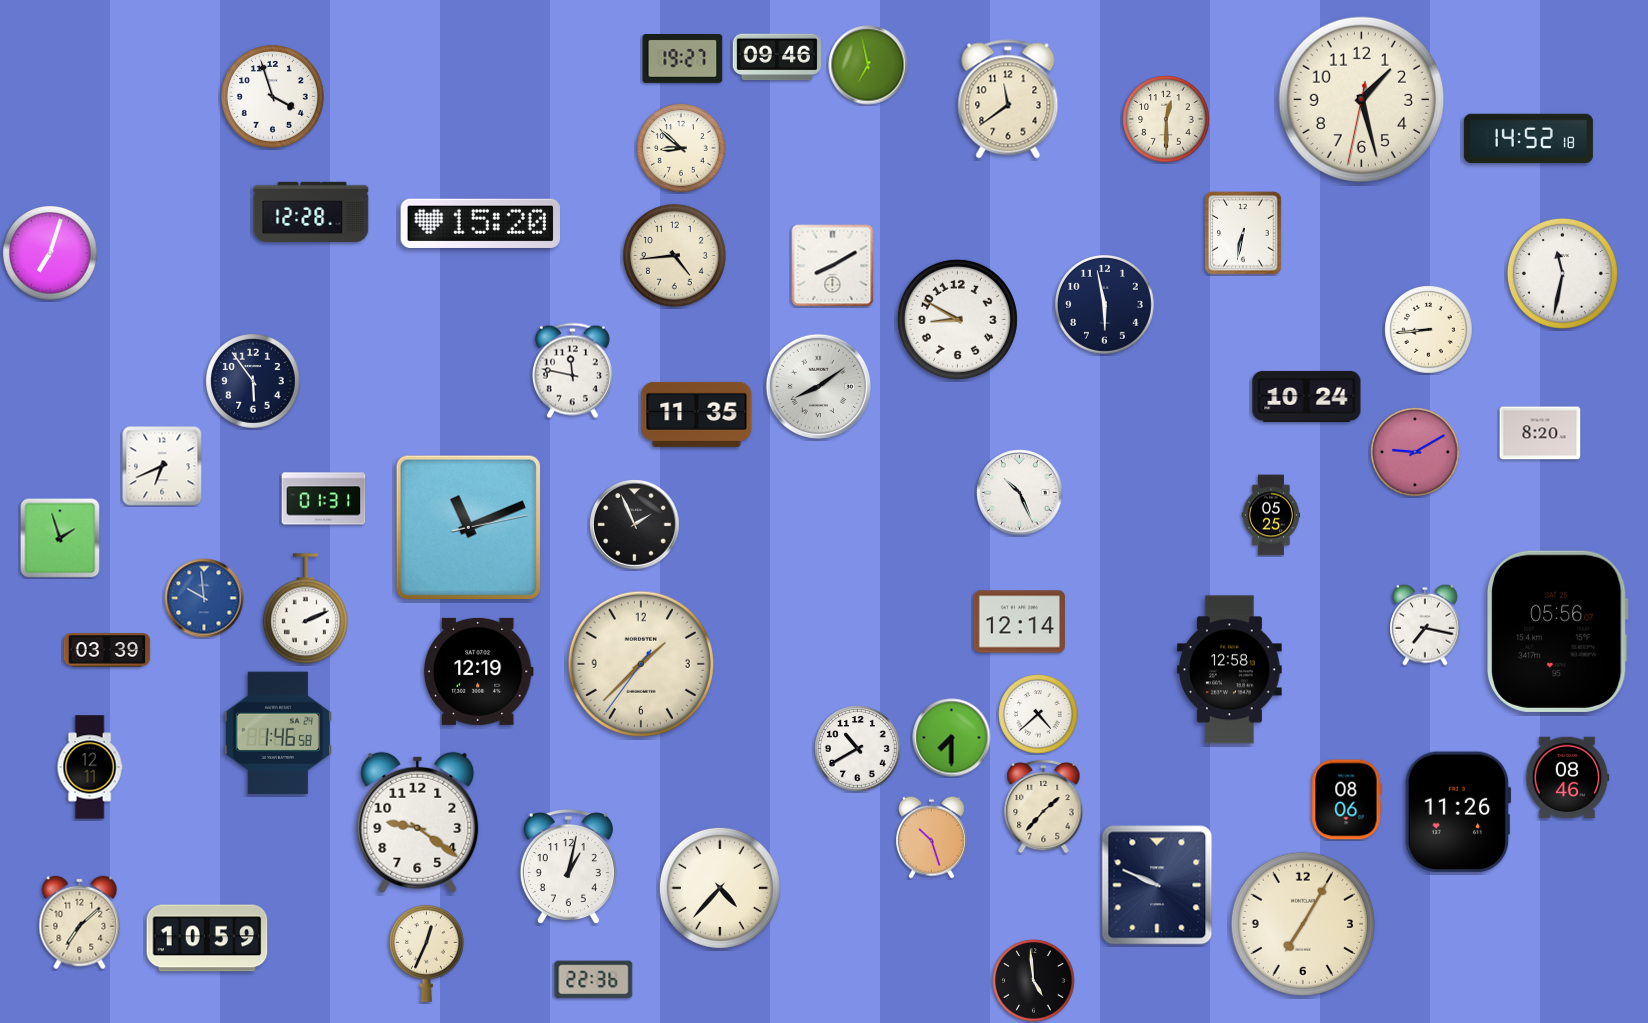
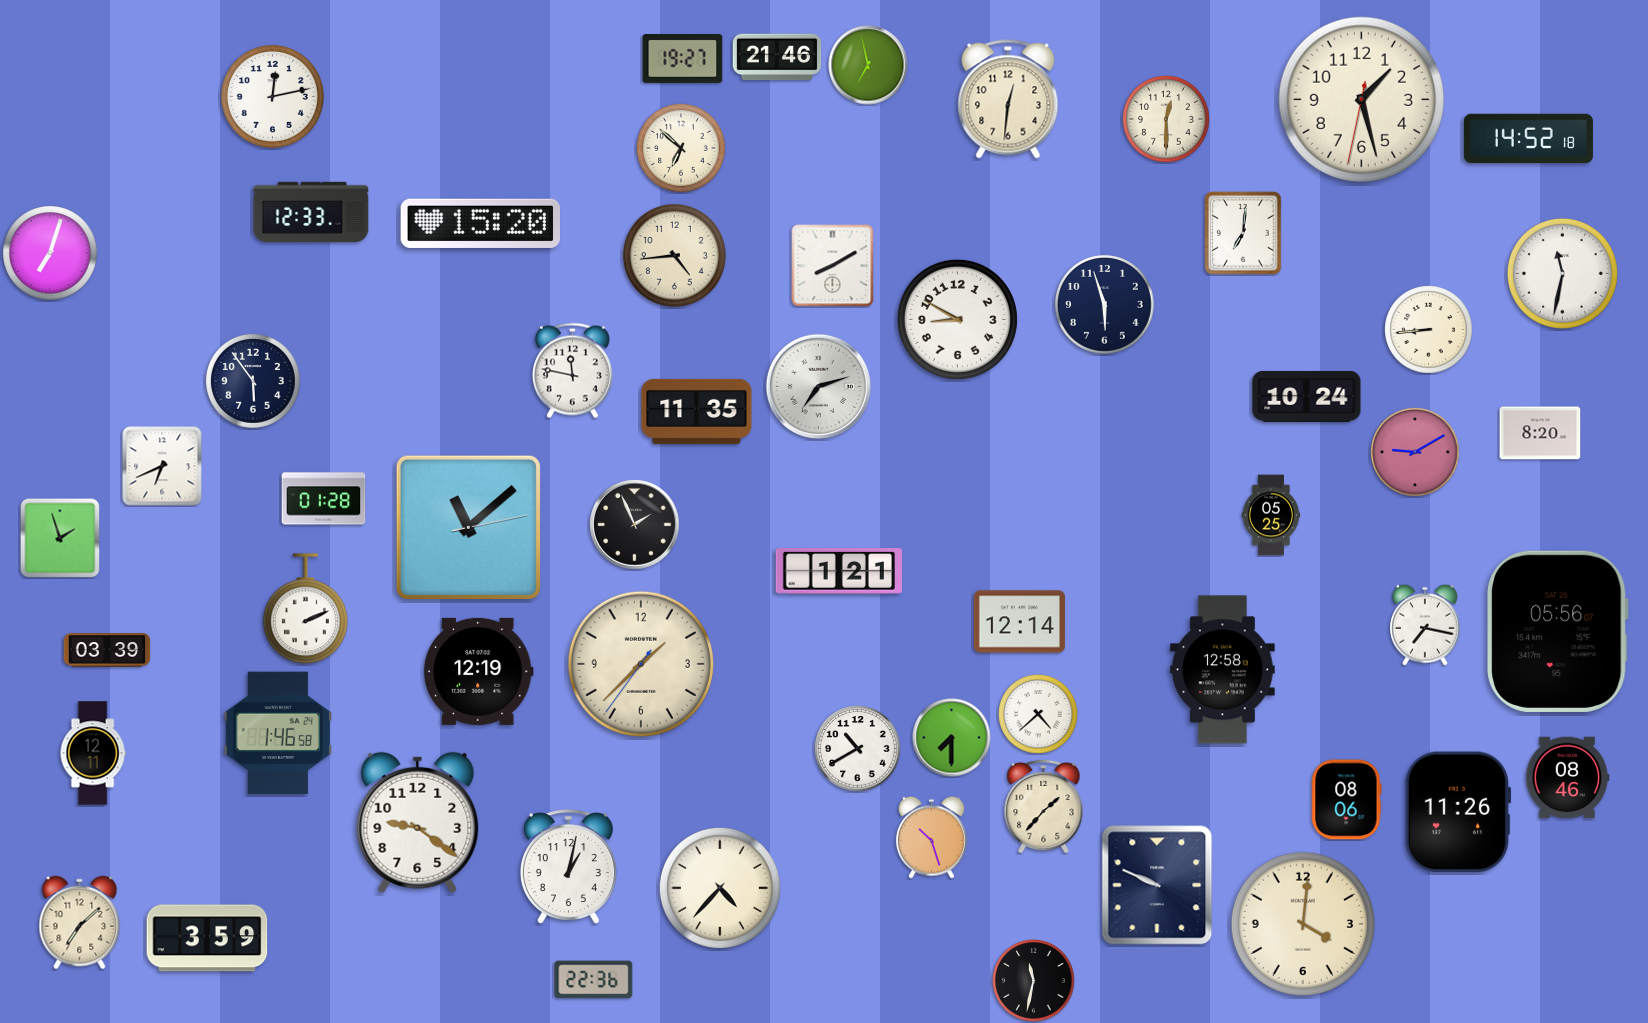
clock at (777, 57): 09:46 -> 21:46
clock at (272, 96): 3:57 -> 12:13
clock at (1008, 99): 11:39 -> 12:31
clock at (681, 148): 8:52 -> 6:52
clock at (311, 212): 12:28 -> 12:33
clock at (1243, 233): 6:32 -> 7:01
clock at (1105, 305): 5:58 -> 5:57
clock at (818, 386): 8:09 -> 7:12
clock at (697, 414) position: (697, 414) -> (697, 411)
clock at (1020, 493): 10:26 -> none
clock at (324, 499): 01:31 -> 01:28
clock at (468, 527): 11:11 -> 11:08
clock at (839, 572): none -> 1:21
clock at (204, 598): 9:59 -> none
clock at (1229, 670) position: (1229, 670) -> (1222, 670)
clock at (90, 767) position: (90, 767) -> (93, 753)
clock at (1303, 924): 7:05 -> 4:01
clock at (207, 938): 10:59 -> 3:59
clock at (426, 953): 12:34 -> none
clock at (1034, 981): 4:59 -> 11:32
